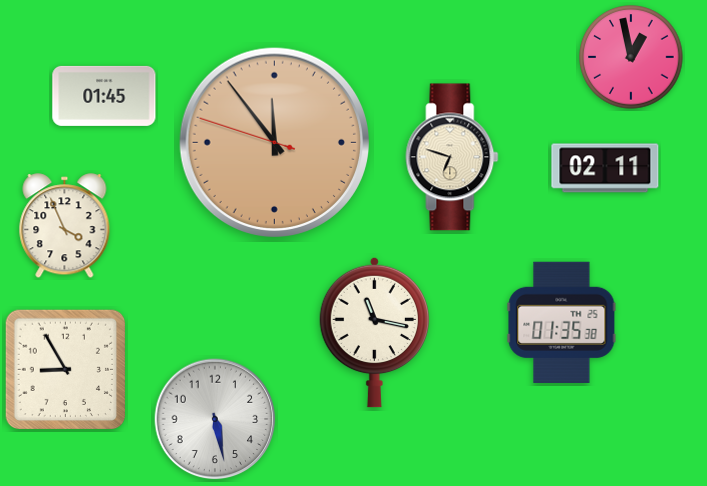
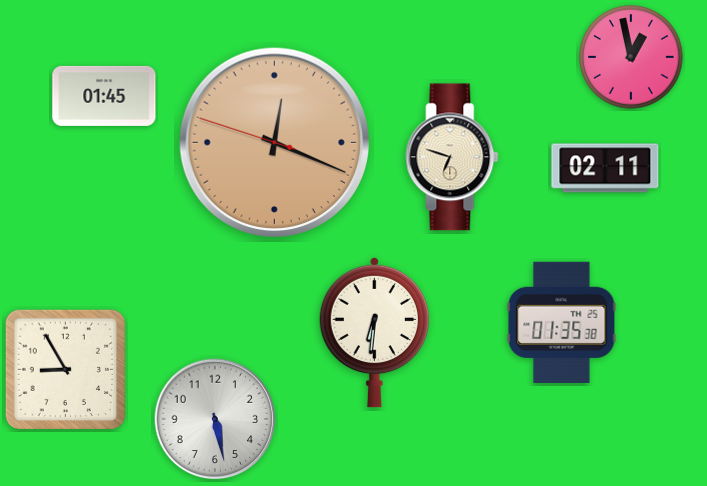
clock at (274, 142): 11:53 -> 12:18
clock at (65, 226): 3:56 -> none
clock at (374, 332): 11:17 -> 6:31
